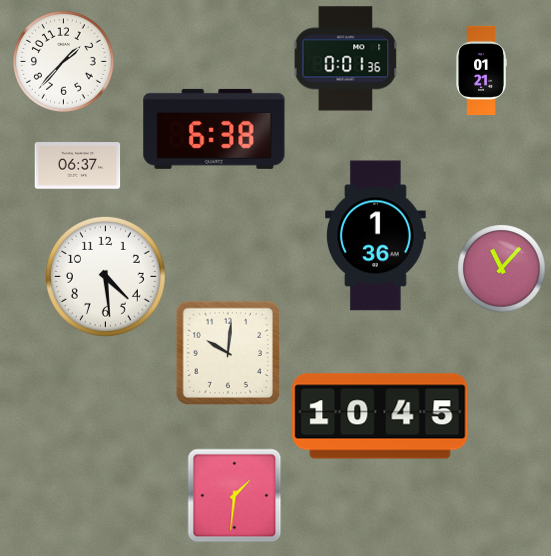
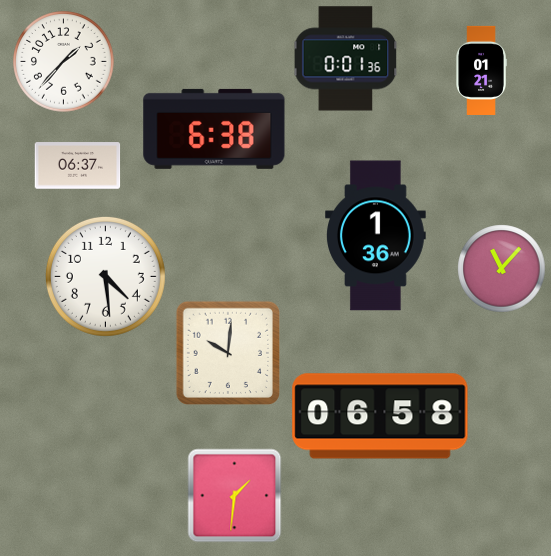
clock at (380, 416): 10:45 -> 06:58
